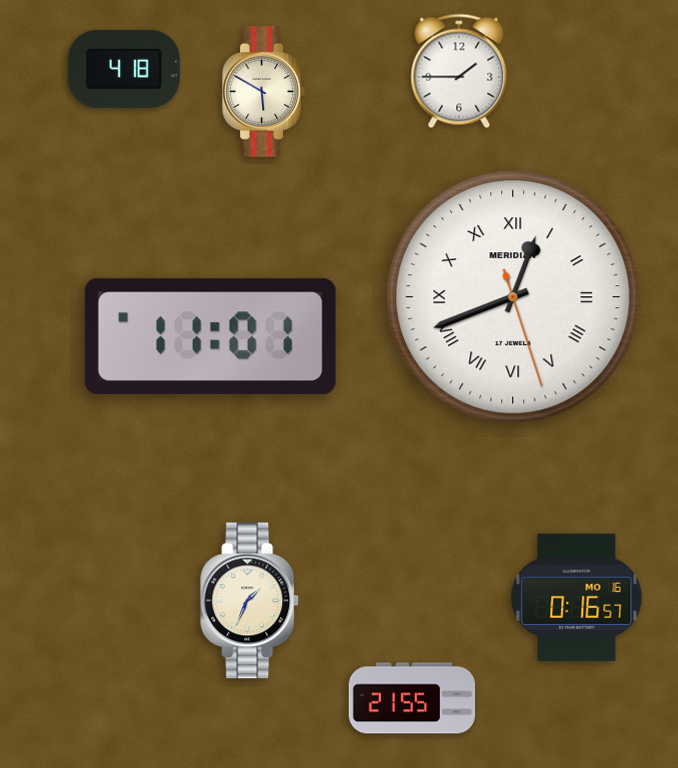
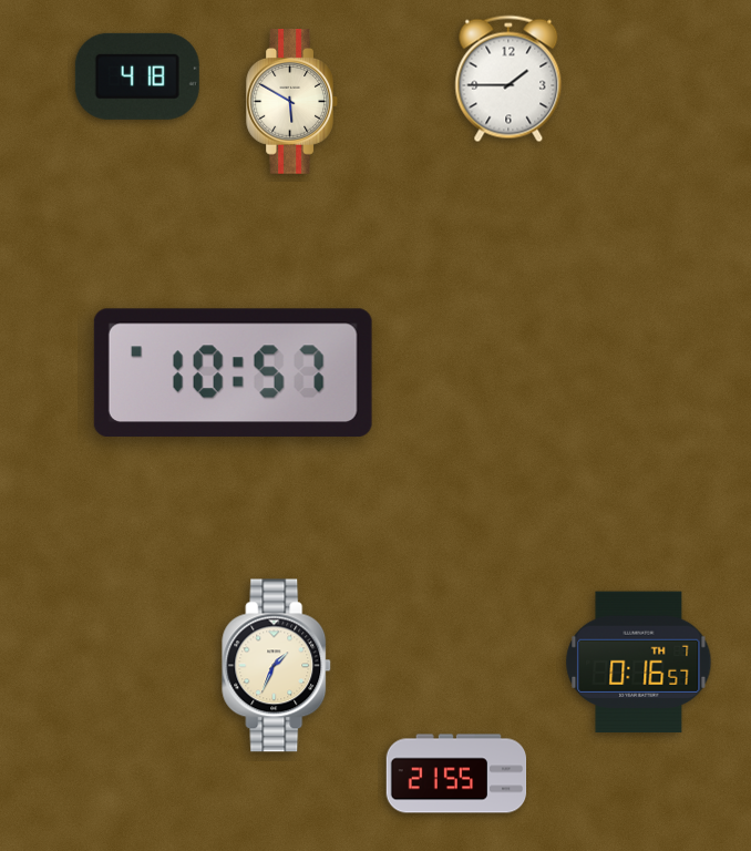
clock at (513, 297): 12:41 -> none
clock at (210, 337): 11:01 -> 10:57
clock at (577, 597) date: MO 16 -> TH 7
